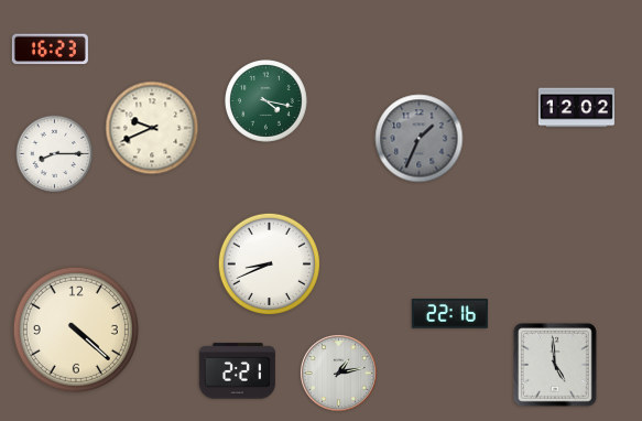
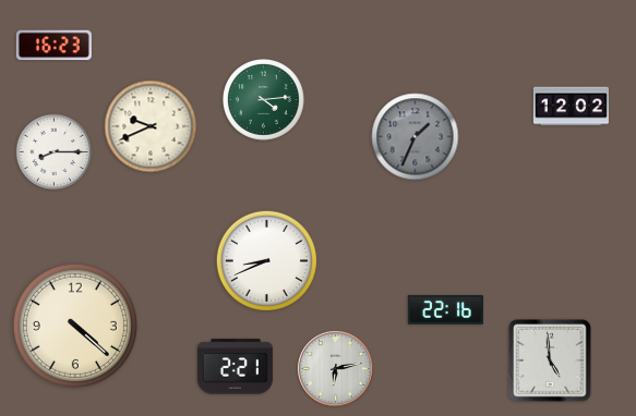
clock at (50, 50) position: (50, 50) -> (53, 46)
clock at (266, 101): 4:17 -> 4:14
clock at (338, 373): 1:13 -> 6:13
